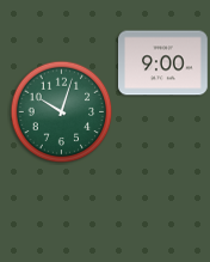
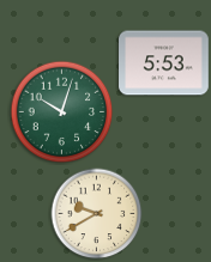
clock at (163, 63): 9:00 -> 5:53
clock at (97, 214): none -> 9:40
